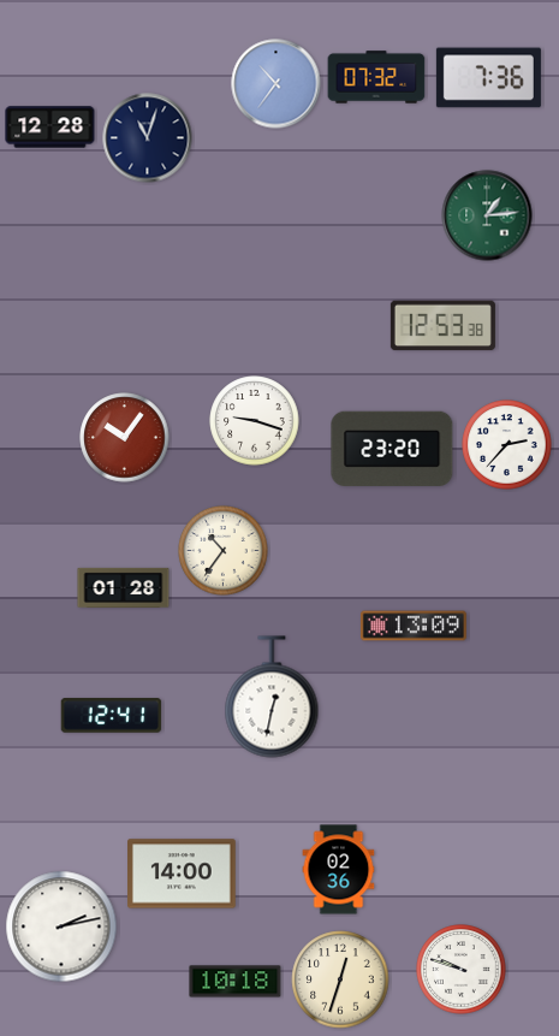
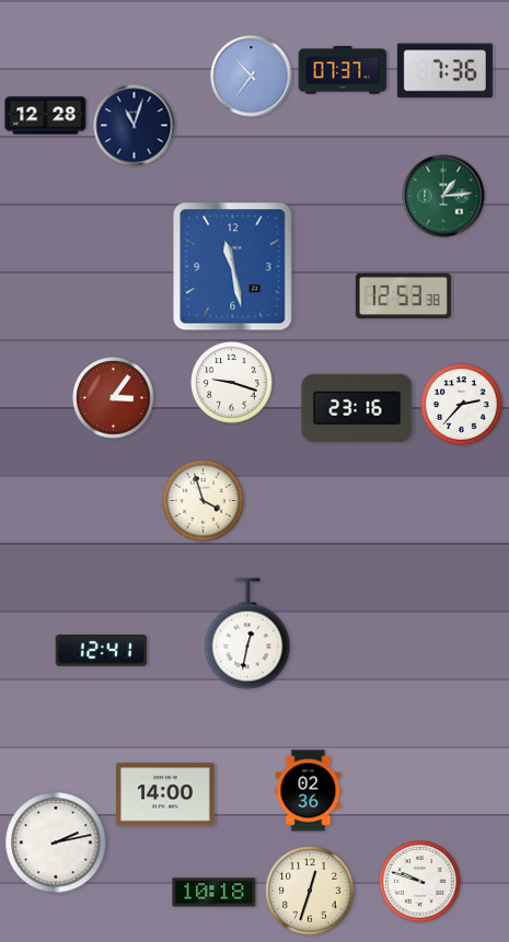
clock at (376, 77): 07:32 -> 07:37
clock at (233, 267): none -> 11:28
clock at (125, 438): 10:06 -> 3:06
clock at (392, 449): 23:20 -> 23:16
clock at (224, 551): 10:36 -> 3:57
clock at (124, 587): 01:28 -> none
clock at (414, 626): 13:09 -> none
